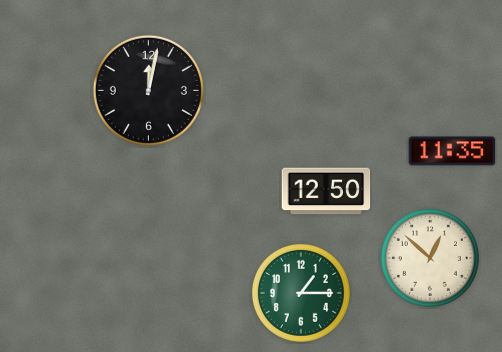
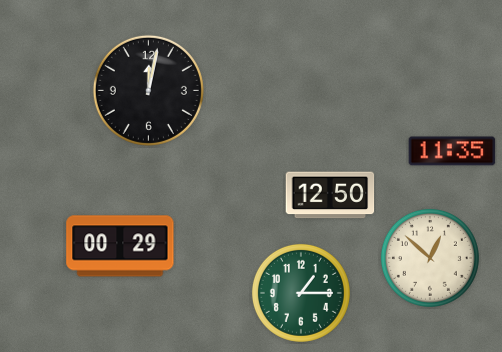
clock at (326, 191) position: (326, 191) -> (330, 195)
clock at (120, 246): none -> 00:29
